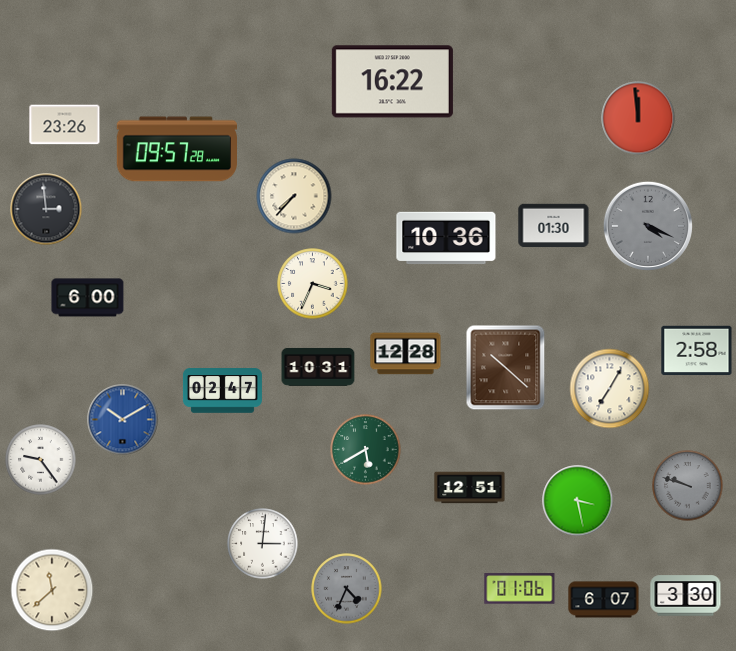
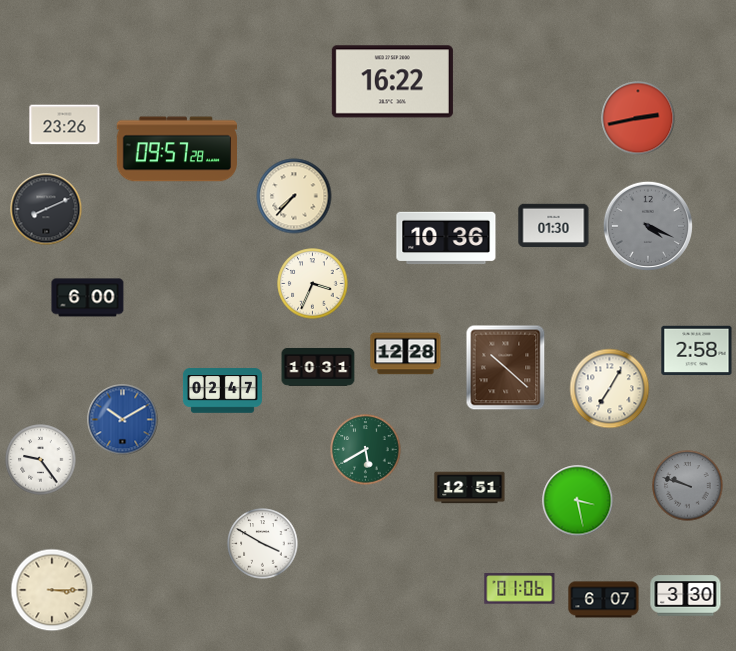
clock at (638, 118): 11:59 -> 2:43
clock at (46, 209): 2:59 -> 8:11
clock at (263, 544): 3:01 -> 3:50
clock at (347, 589): 4:34 -> none
clock at (52, 590): 11:38 -> 3:15
